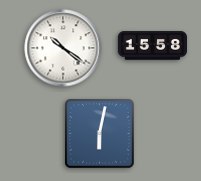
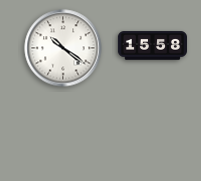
clock at (100, 134): 6:02 -> none
